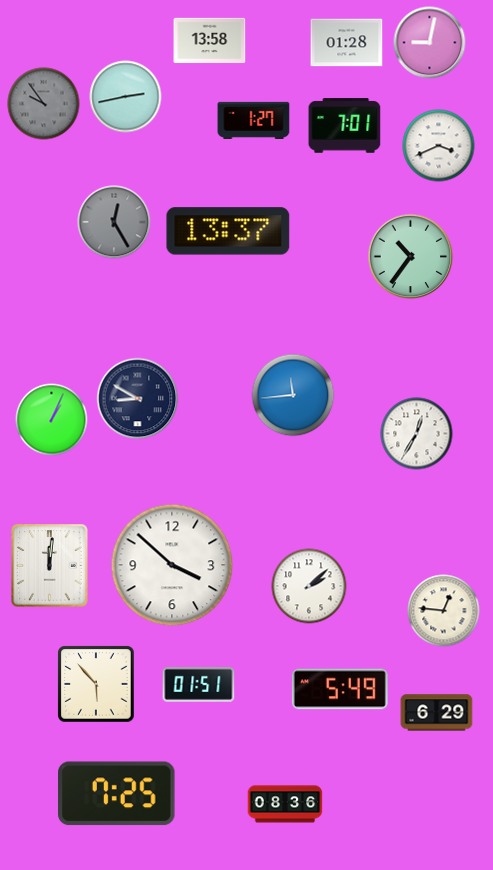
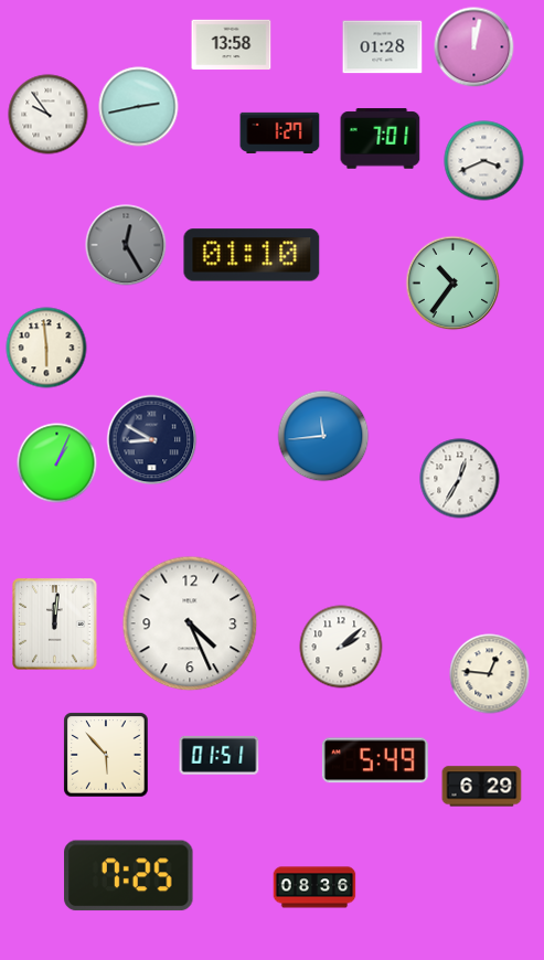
clock at (430, 43): 9:02 -> 12:02
clock at (44, 104) dial: grey -> white
clock at (228, 231): 13:37 -> 01:10
clock at (46, 348): none -> 5:59
clock at (172, 565): 3:52 -> 4:26
